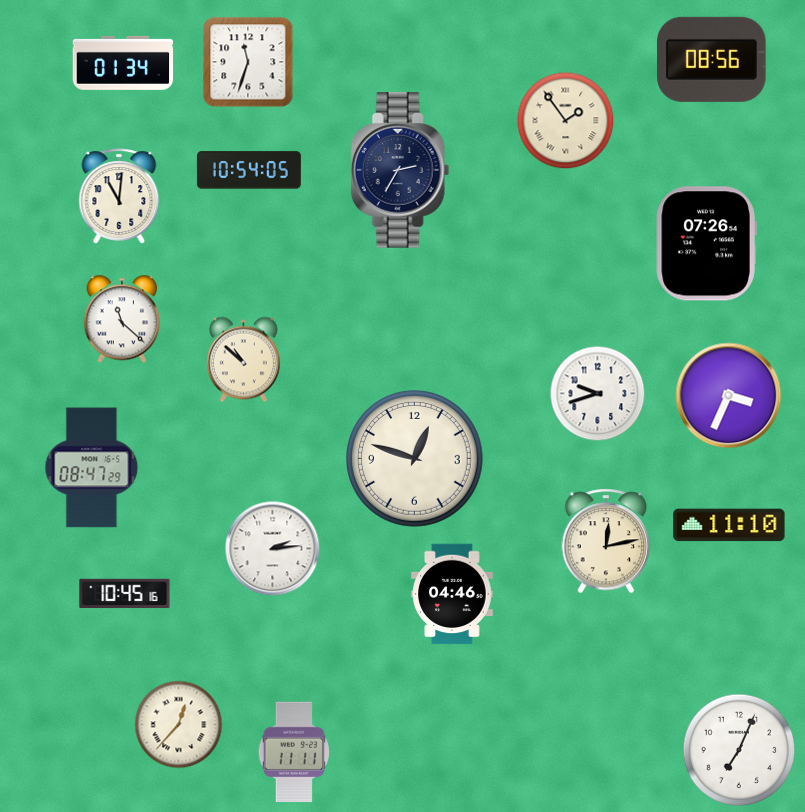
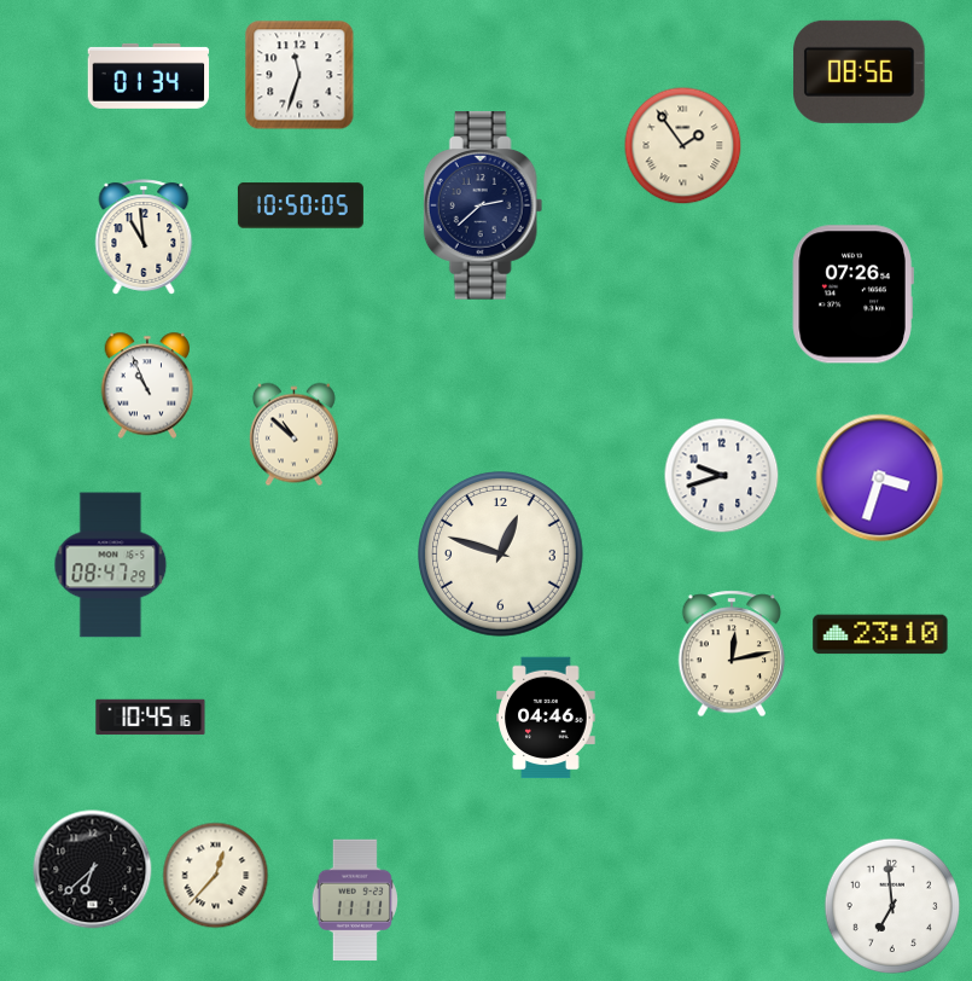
clock at (249, 170): 10:54 -> 10:50
clock at (400, 170): 2:35 -> 2:38
clock at (119, 196): 11:01 -> 10:59
clock at (122, 319): 11:22 -> 10:56
clock at (729, 396): 3:34 -> 3:33
clock at (729, 525): 11:10 -> 23:10
clock at (273, 549): 2:14 -> none
clock at (93, 870): none -> 6:38
clock at (739, 750): 7:04 -> 6:59
clock at (294, 752) position: (294, 752) -> (355, 900)
